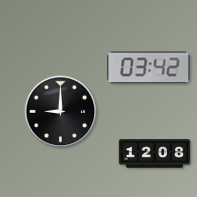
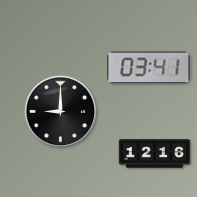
clock at (149, 68): 03:42 -> 03:41
clock at (155, 154): 12:08 -> 12:16
